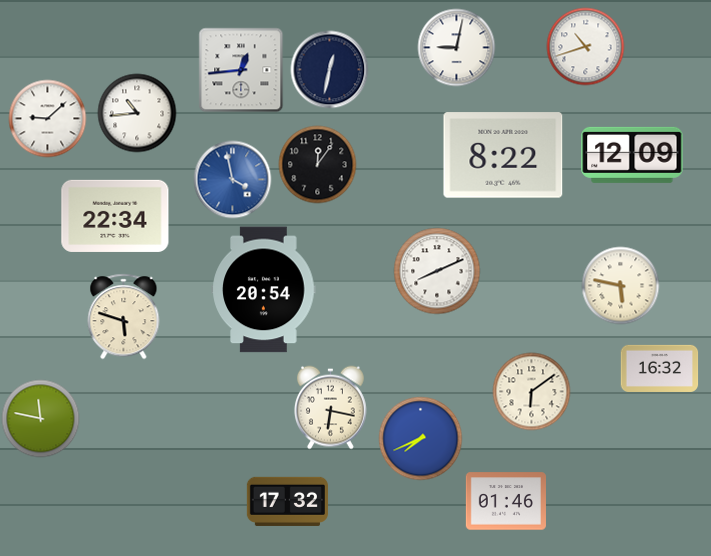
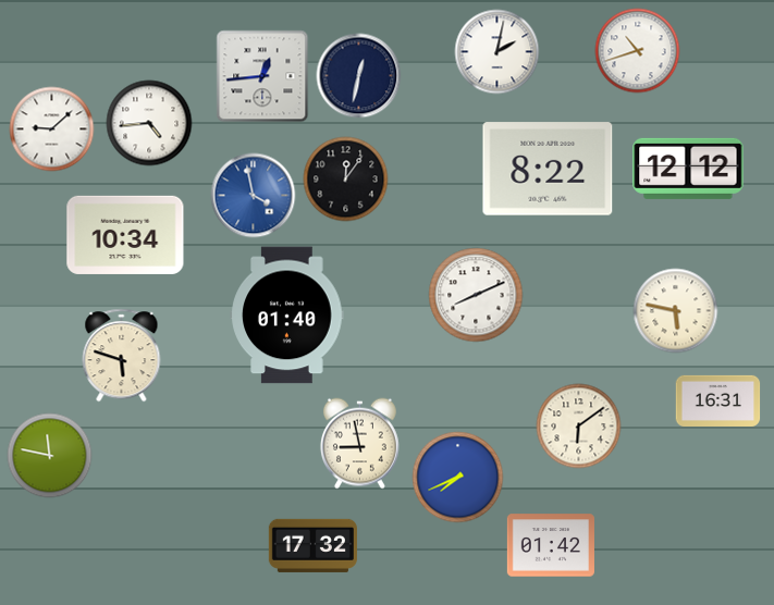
clock at (456, 47): 9:02 -> 2:02
clock at (137, 113): 10:44 -> 4:44
clock at (632, 155): 12:09 -> 12:12
clock at (115, 216): 22:34 -> 10:34
clock at (264, 290): 20:54 -> 01:40
clock at (124, 316) position: (124, 316) -> (122, 355)
clock at (659, 368): 16:32 -> 16:31
clock at (330, 407): 6:17 -> 8:58
clock at (40, 418) position: (40, 418) -> (49, 455)
clock at (506, 501): 01:46 -> 01:42
